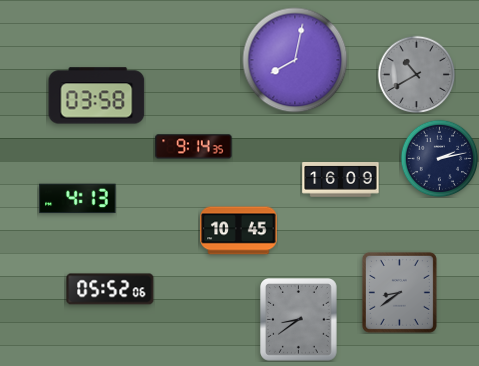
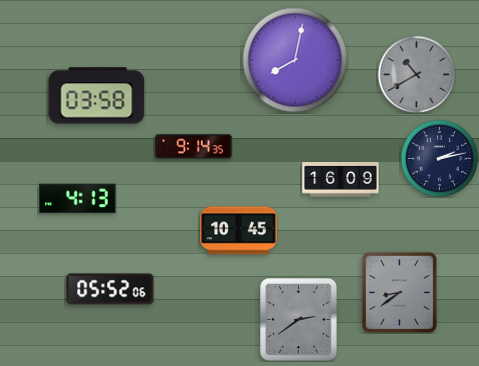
clock at (299, 320): 8:39 -> 2:39
